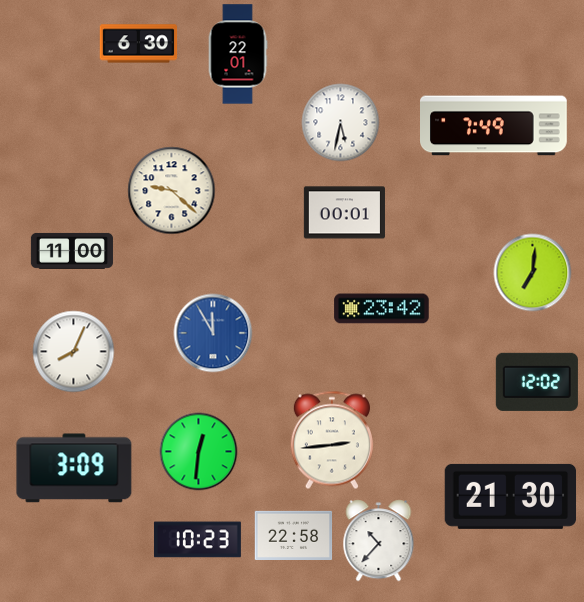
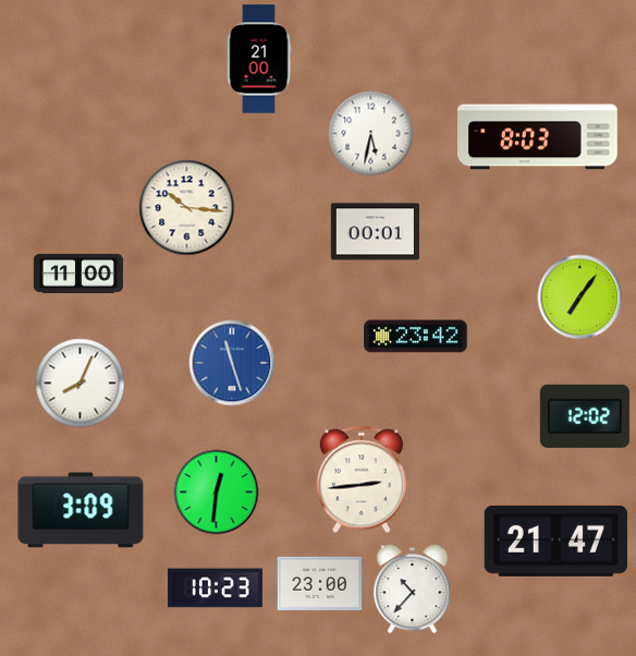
clock at (138, 44): 6:30 -> none
clock at (238, 54): 22:01 -> 21:00
clock at (494, 126): 7:49 -> 8:03
clock at (171, 190): 9:22 -> 10:16
clock at (532, 272): 7:01 -> 7:06
clock at (213, 333): 11:55 -> 11:27
clock at (511, 496): 21:30 -> 21:47
clock at (293, 535): 22:58 -> 23:00
